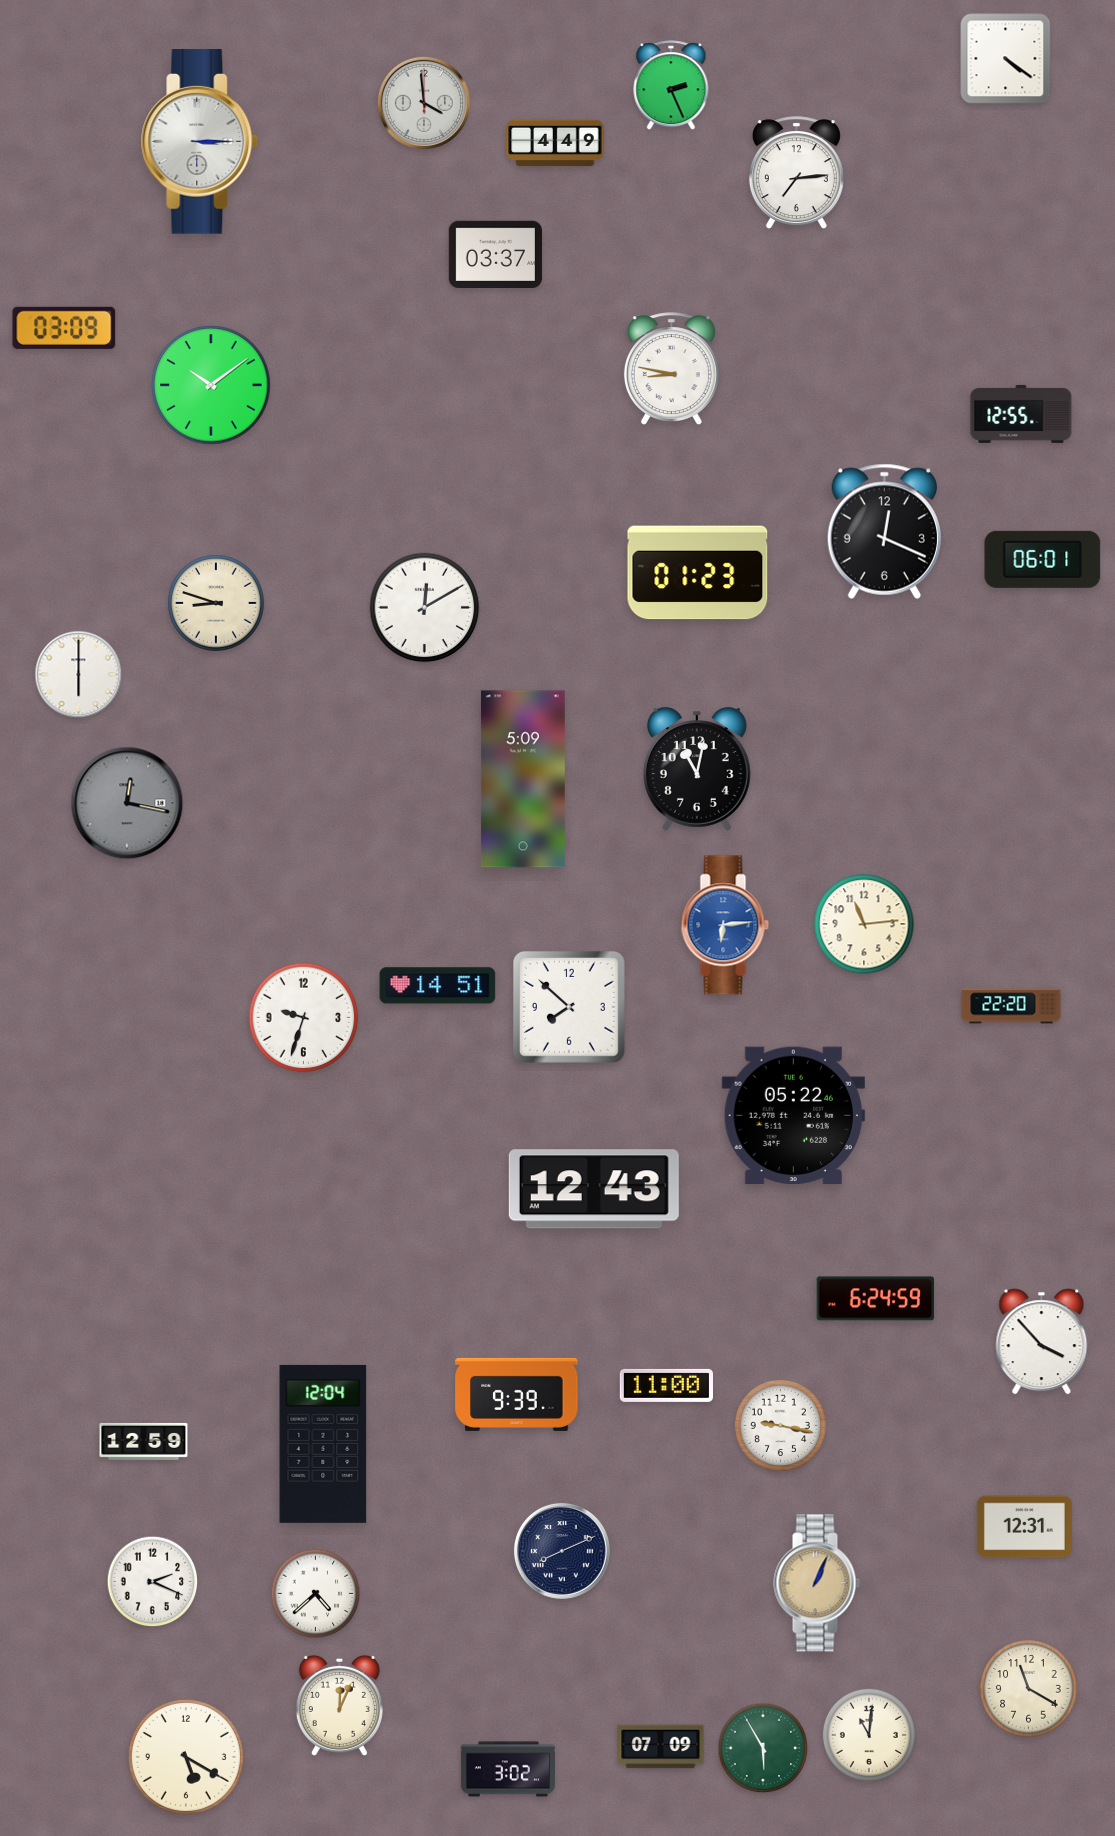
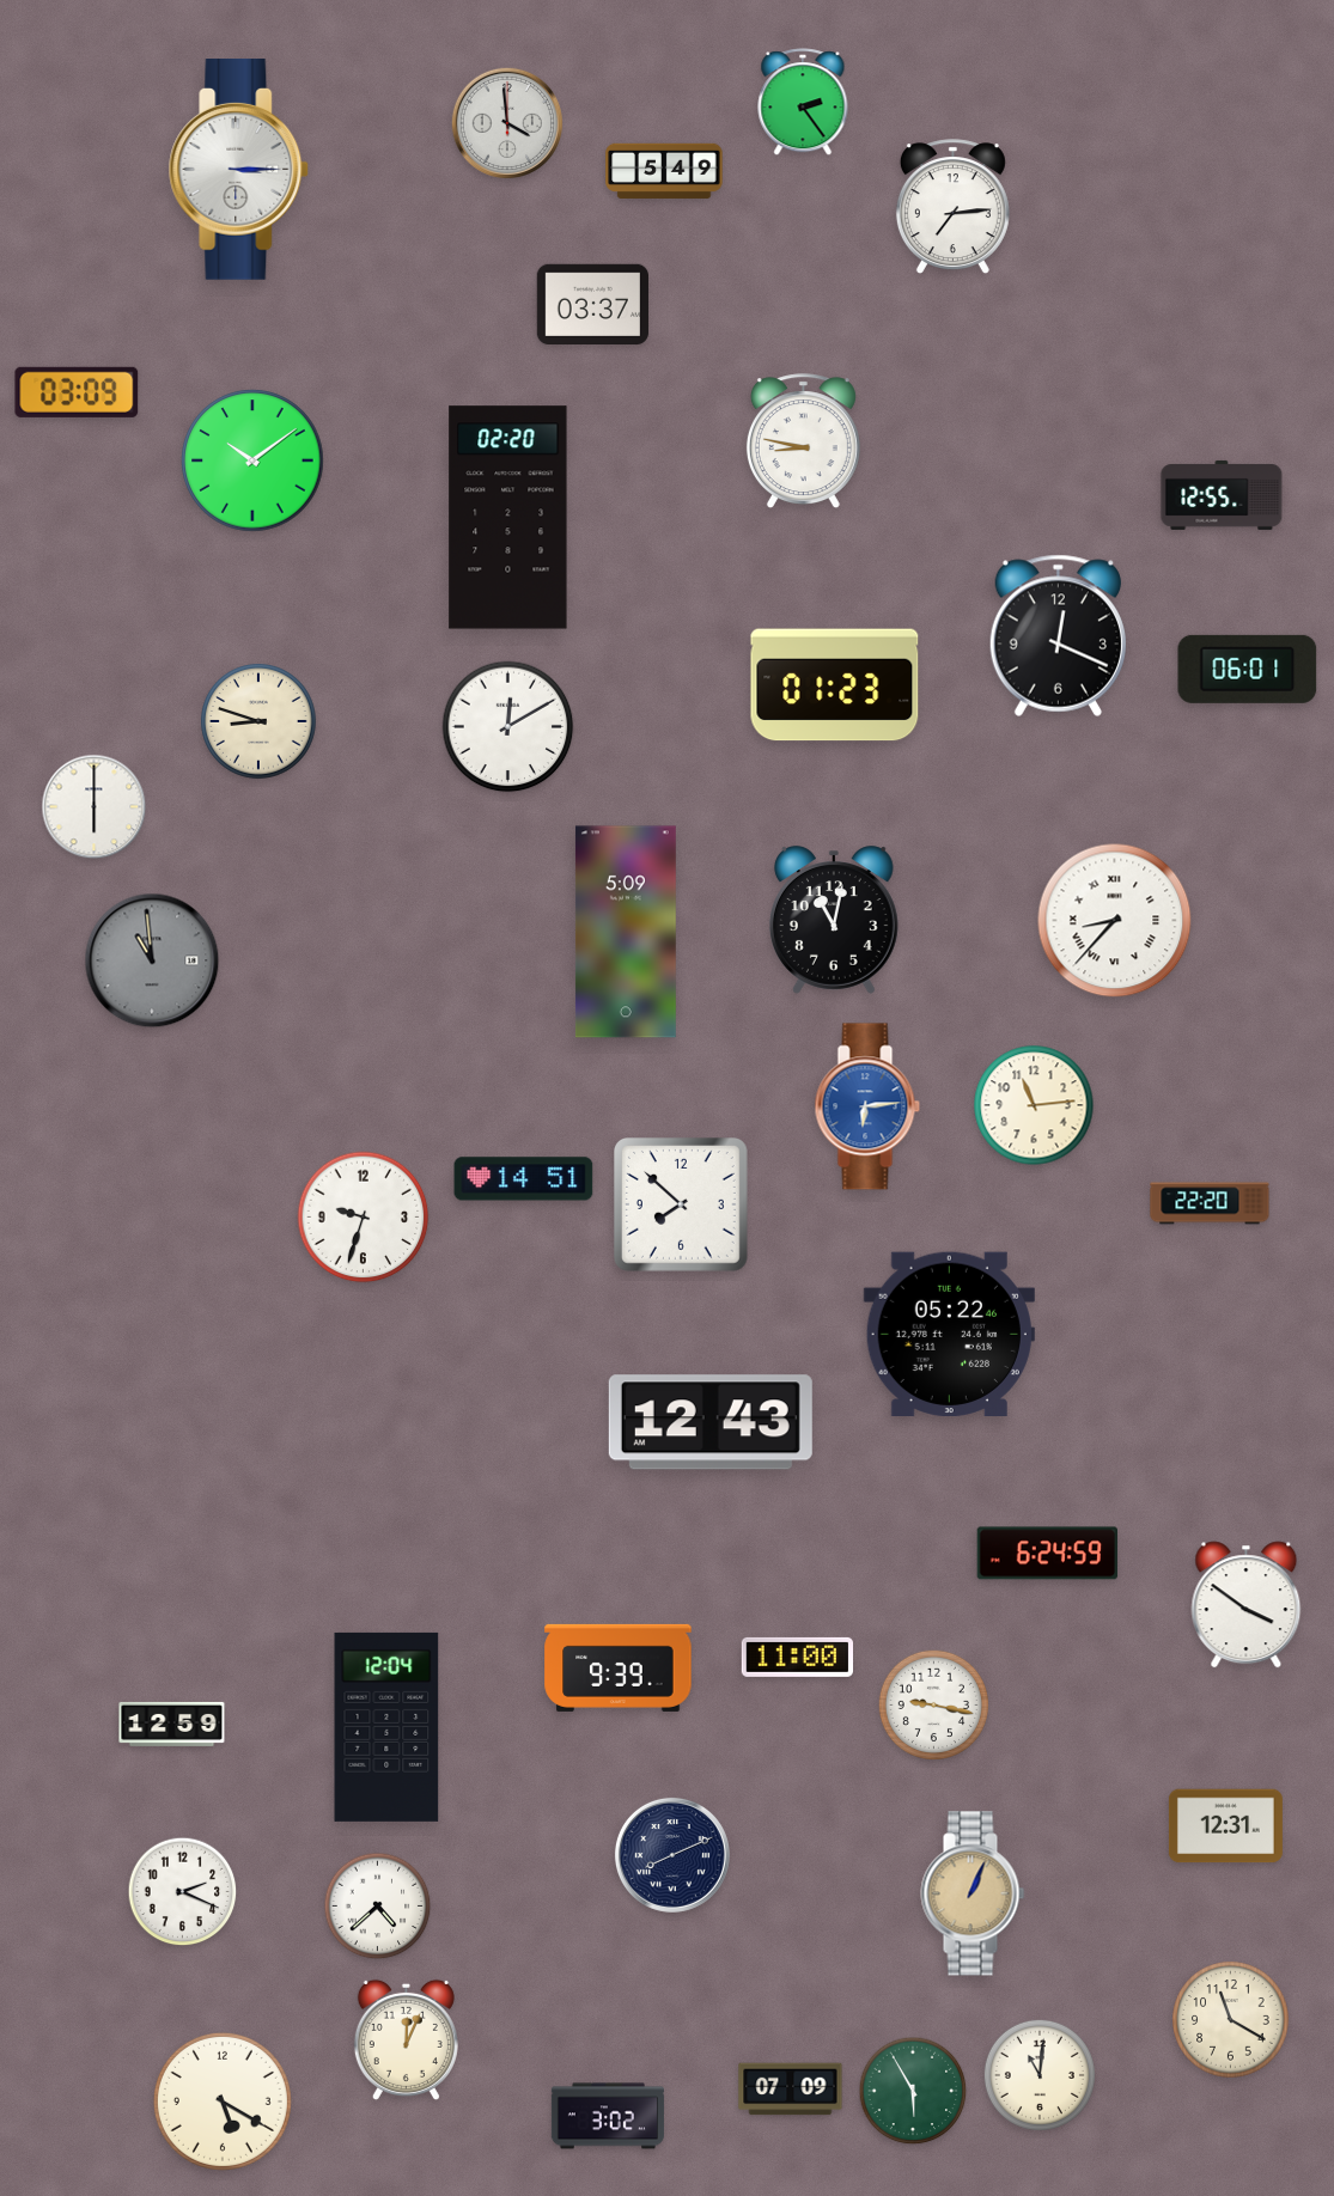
clock at (1006, 59): 4:21 -> none
clock at (671, 86): 2:26 -> 2:24
clock at (555, 142): 4:49 -> 5:49
clock at (508, 518): none -> 02:20
clock at (1115, 921): none -> 8:37
clock at (127, 803): 12:17 -> 10:59
clock at (1042, 1342): 3:53 -> 3:51
clock at (817, 1583) position: (817, 1583) -> (973, 1893)
